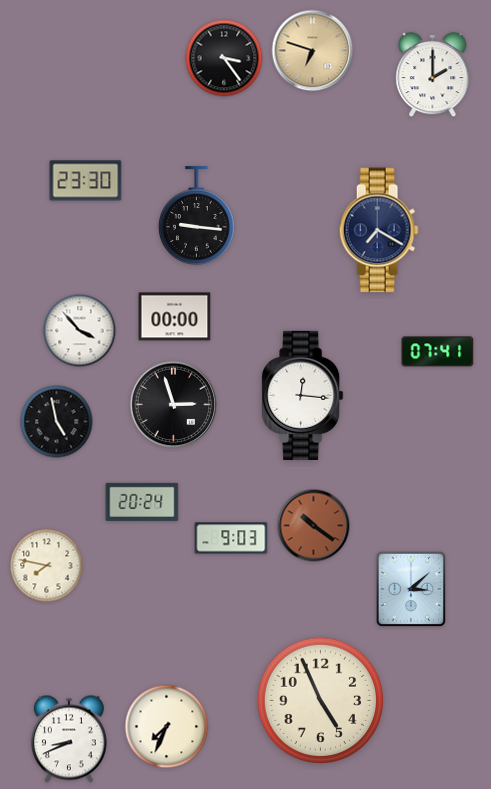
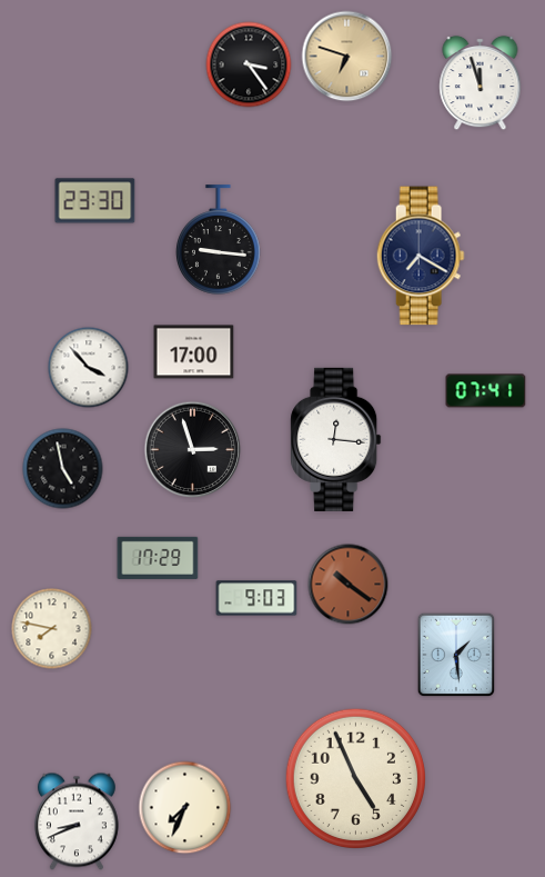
clock at (433, 75): 2:00 -> 11:57
clock at (175, 317): 00:00 -> 17:00
clock at (142, 502): 20:24 -> 17:29
clock at (411, 589): 3:08 -> 1:29
